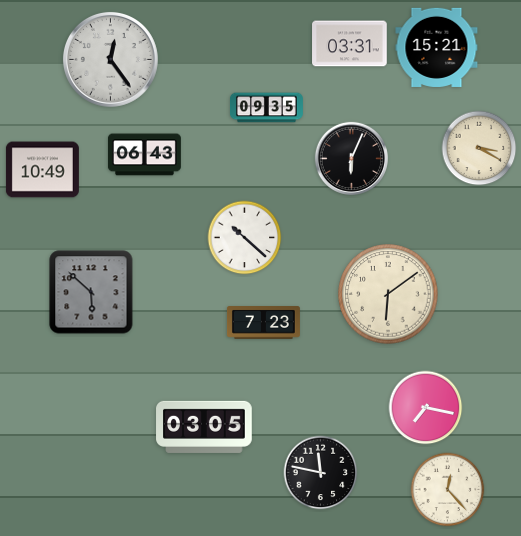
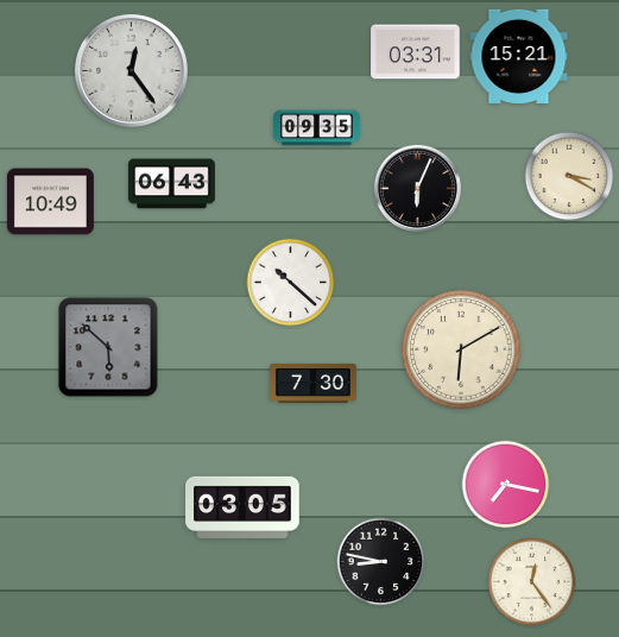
clock at (388, 294): 6:09 -> 6:10
clock at (263, 323): 7:23 -> 7:30
clock at (321, 473): 11:47 -> 8:47
clock at (448, 490): 12:23 -> 12:24
